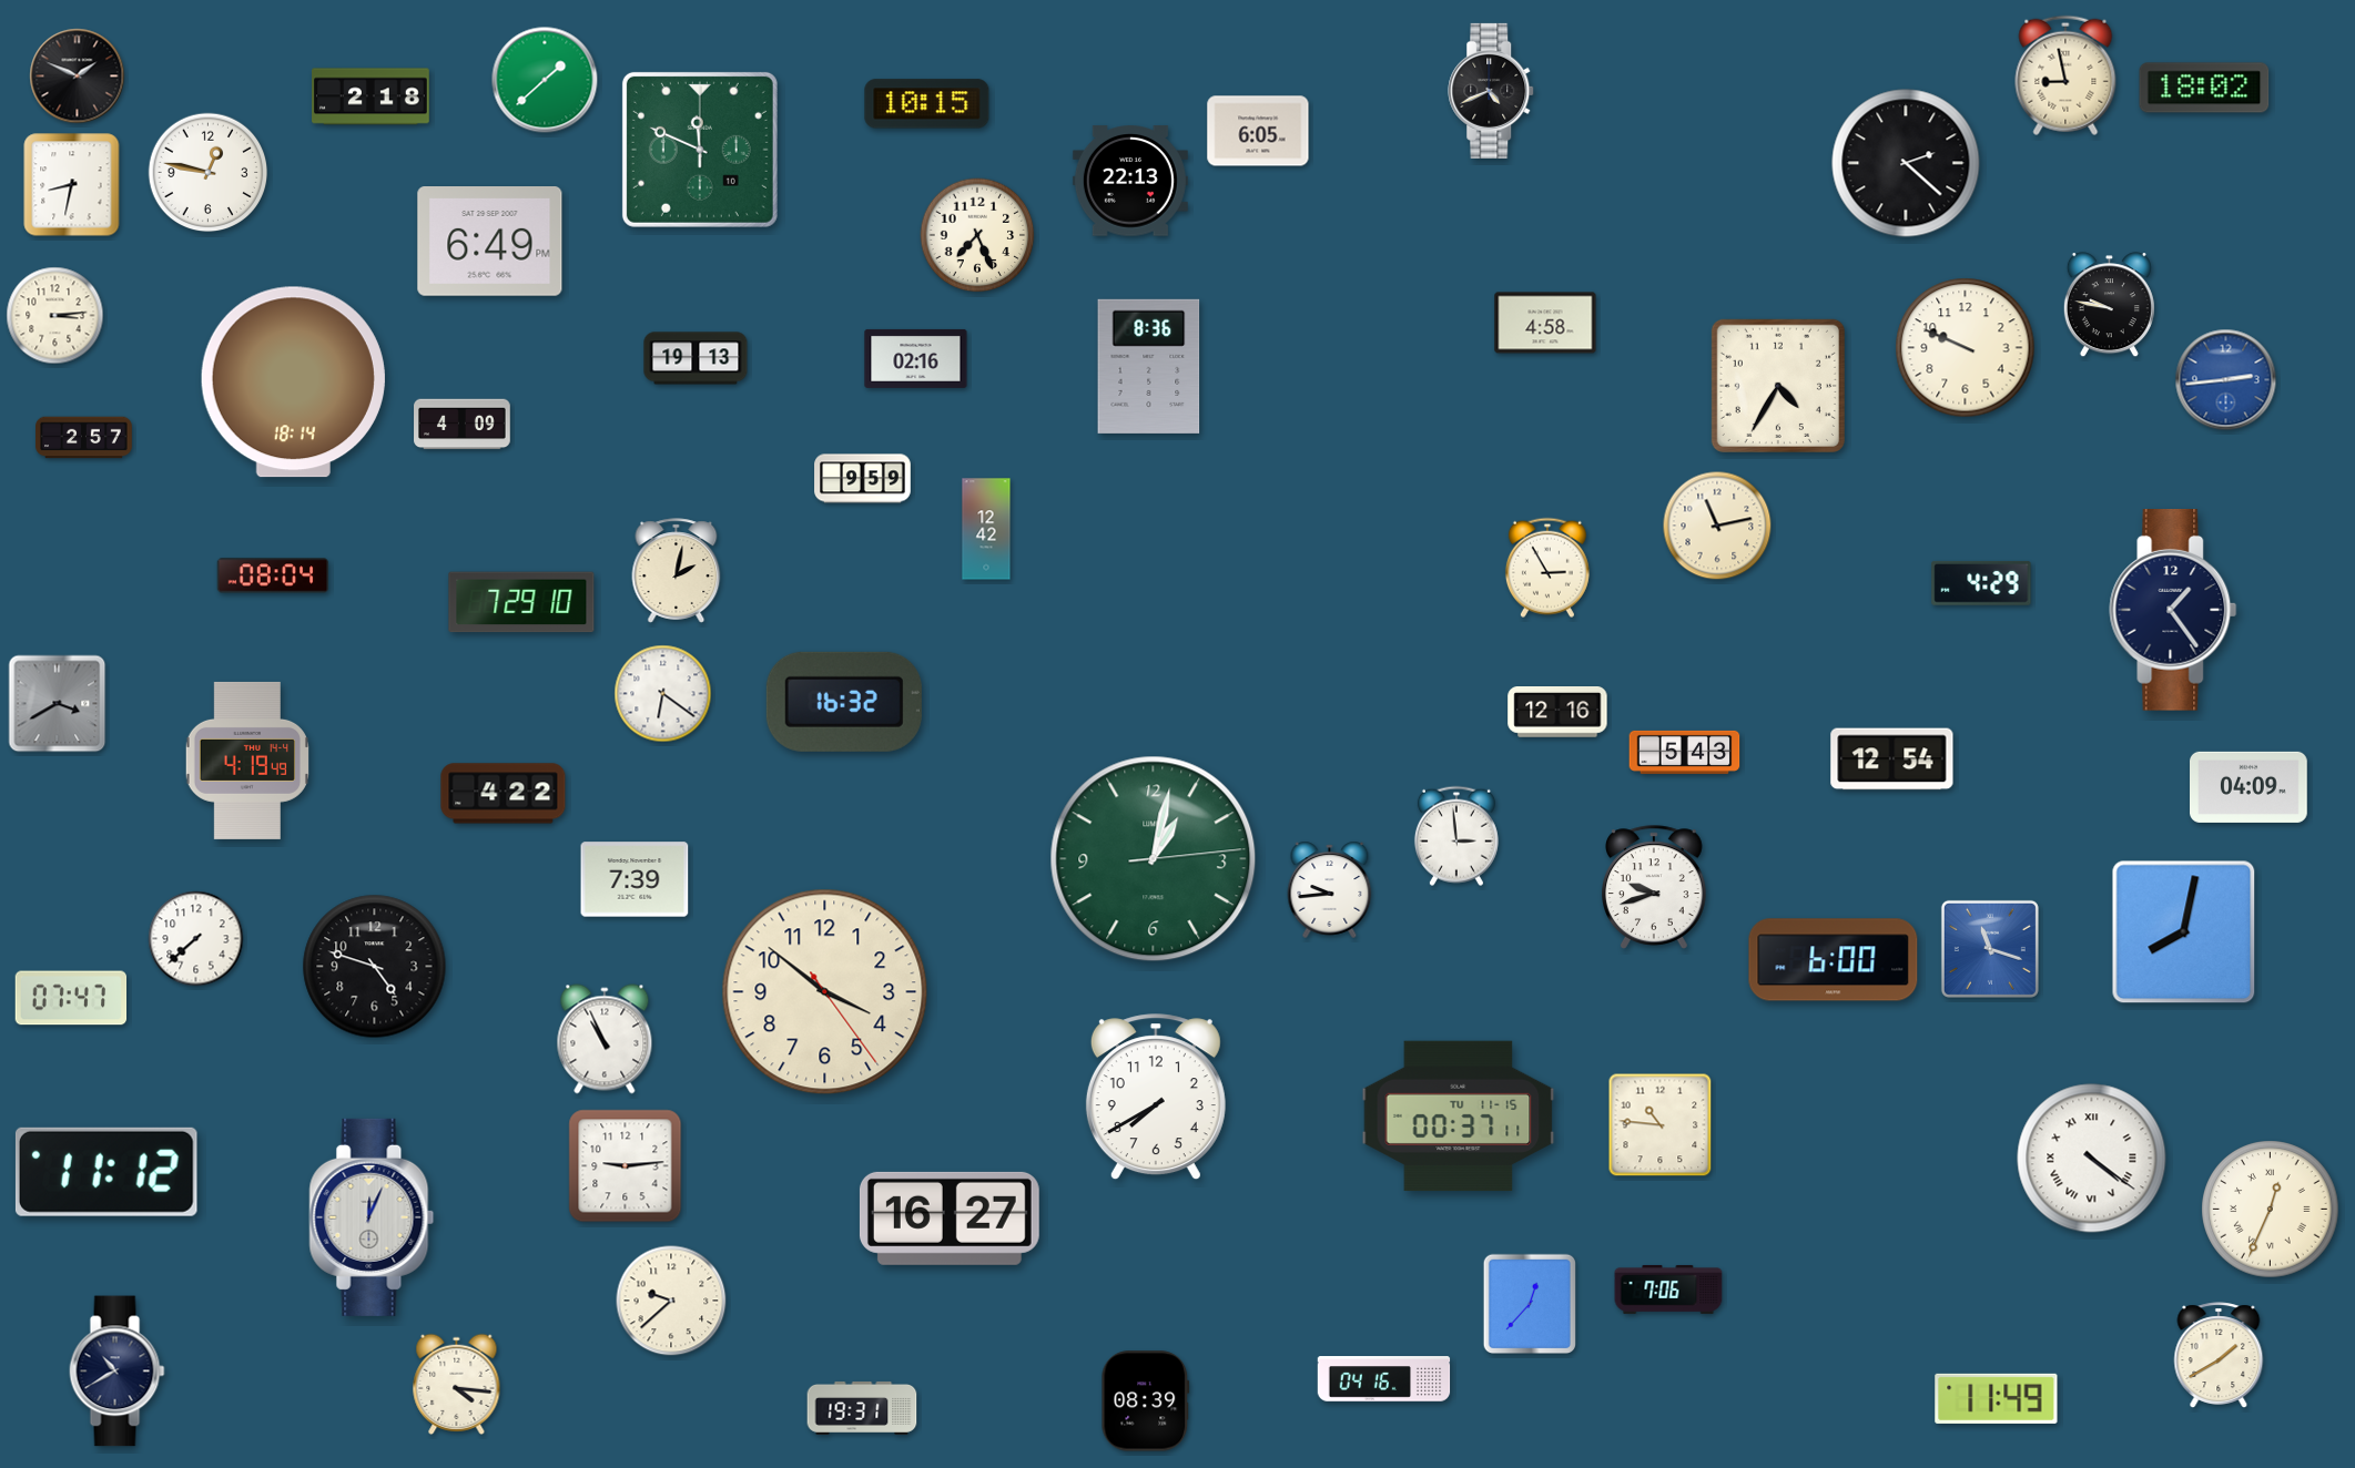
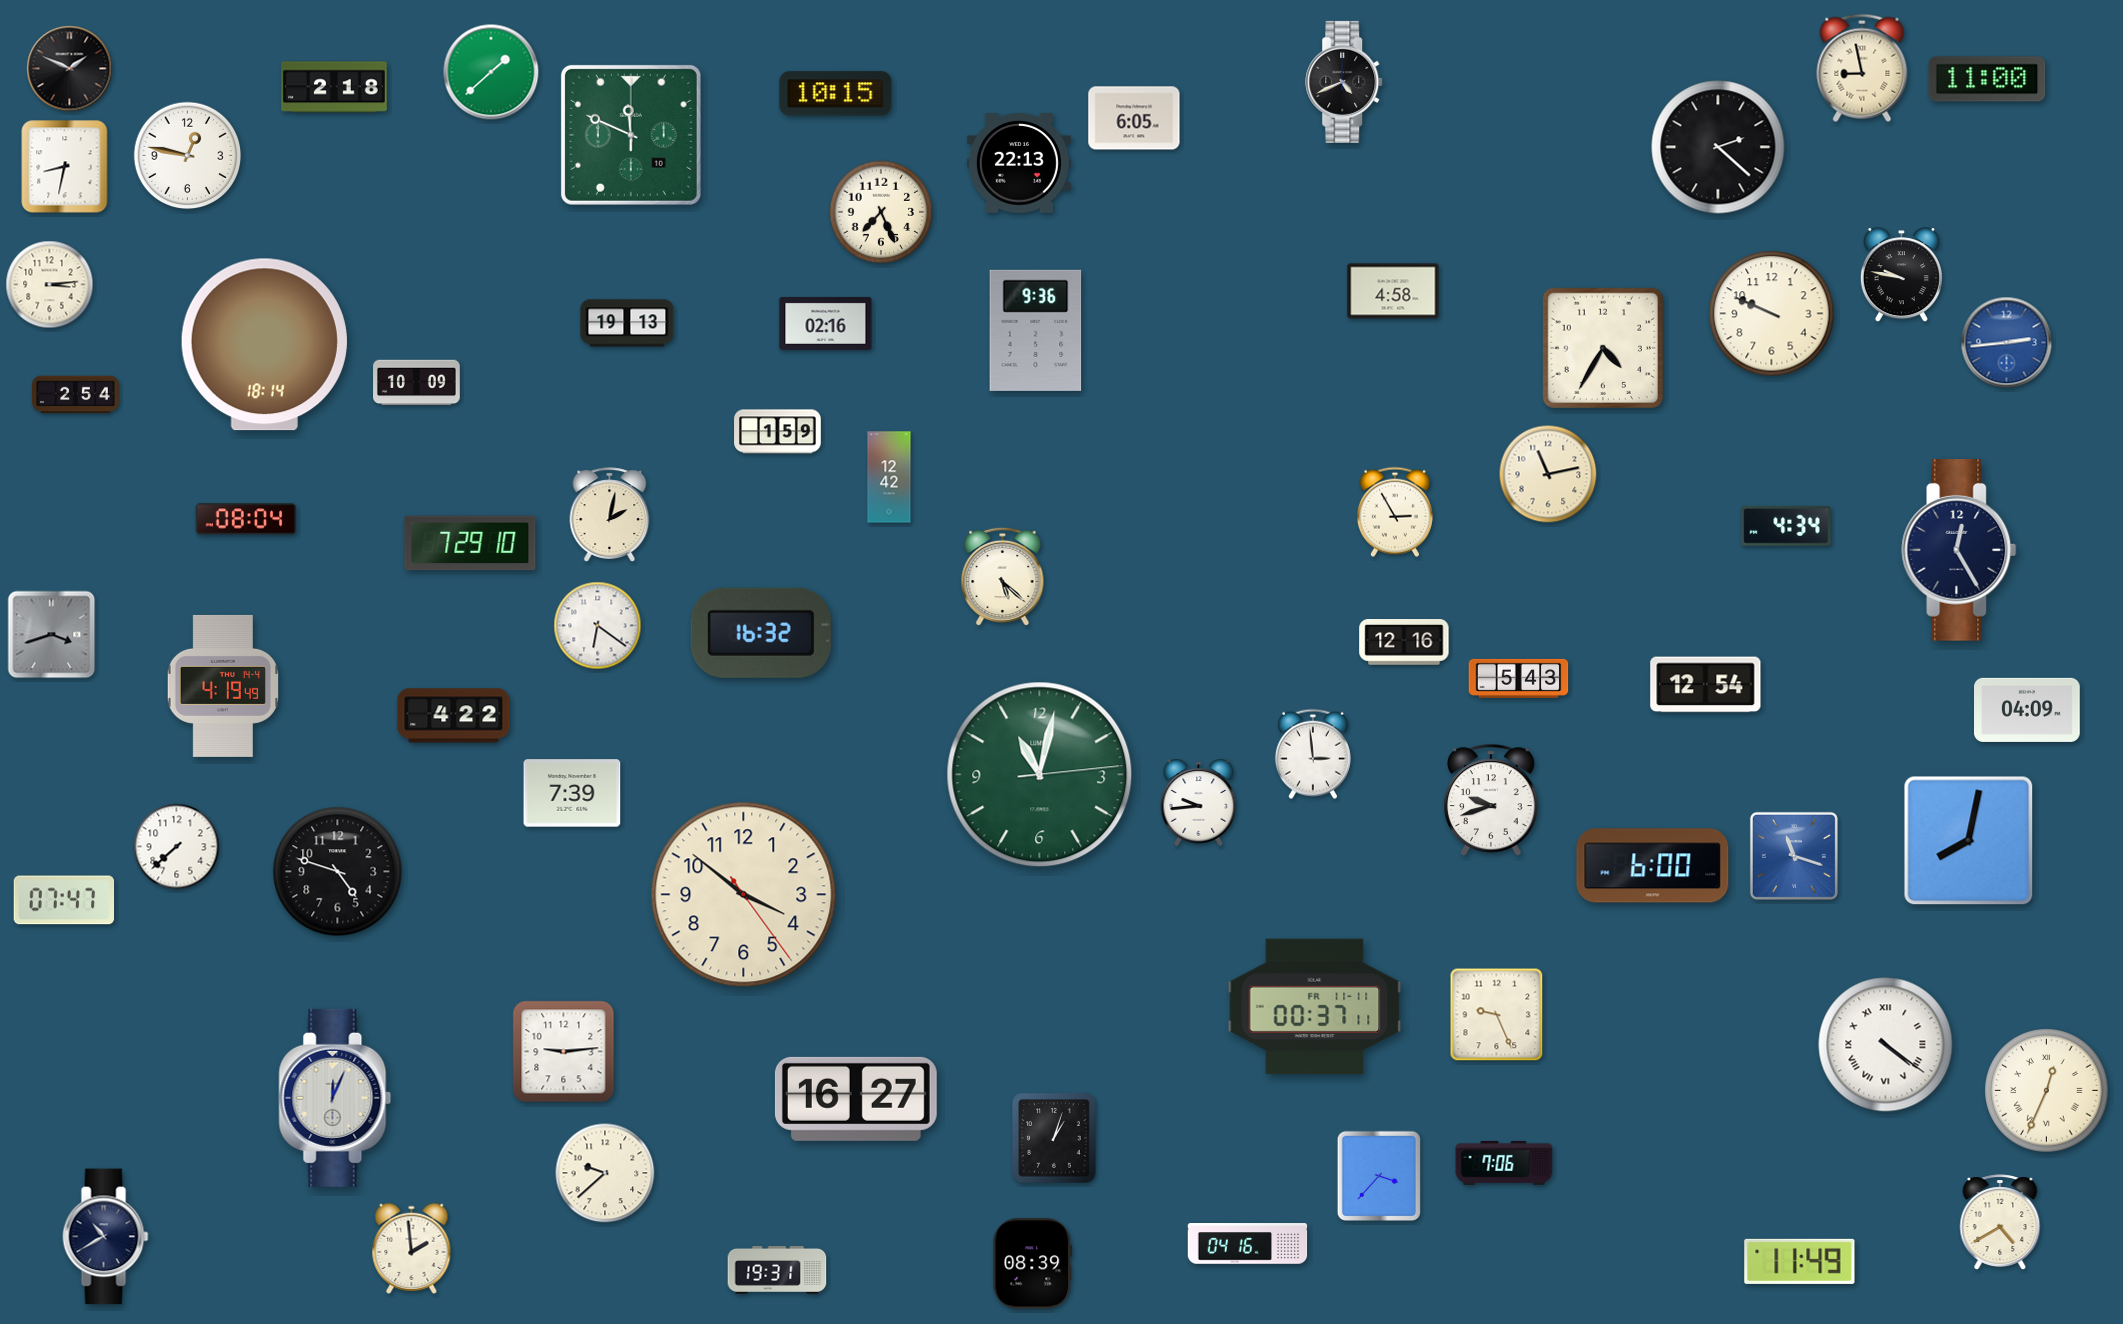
clock at (2204, 88): 18:02 -> 11:00
clock at (490, 242): 6:49 -> none
clock at (1149, 366): 8:36 -> 9:36
clock at (463, 425): 4:09 -> 10:09
clock at (84, 438): 2:57 -> 2:54
clock at (863, 479): 9:59 -> 1:59
clock at (1981, 583): 4:29 -> 4:34
clock at (2173, 611): 1:24 -> 12:25
clock at (1003, 577): none -> 5:22
clock at (58, 704): 3:40 -> 3:42
clock at (1154, 859): 1:02 -> 11:02
clock at (605, 1039): 10:56 -> none
clock at (1156, 1098): 7:40 -> none
clock at (1459, 1117) date: TU 11-15 -> FR 11-11
clock at (1661, 1125): 10:46 -> 9:26
clock at (106, 1172): 11:12 -> none
clock at (1054, 1138): none -> 1:03
clock at (1529, 1303): 12:37 -> 3:37
clock at (2219, 1355): 1:40 -> 4:40
clock at (457, 1384): 4:16 -> 1:59
